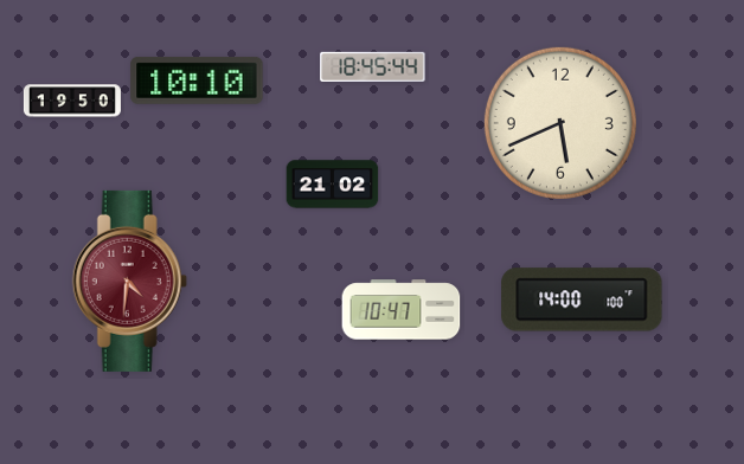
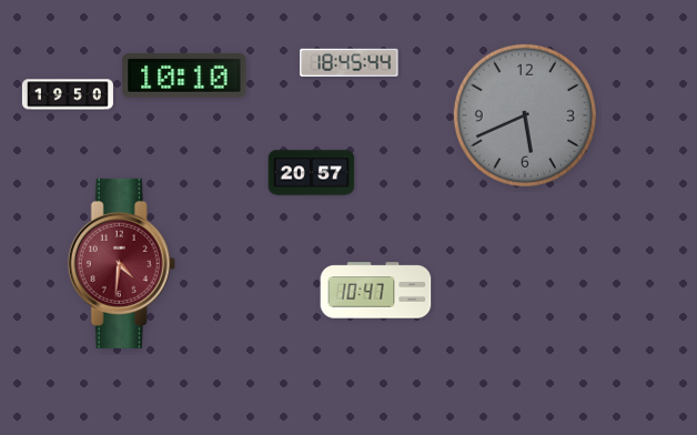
clock at (560, 123) dial: cream -> grey
clock at (333, 185): 21:02 -> 20:57
clock at (582, 299): 14:00 -> none
